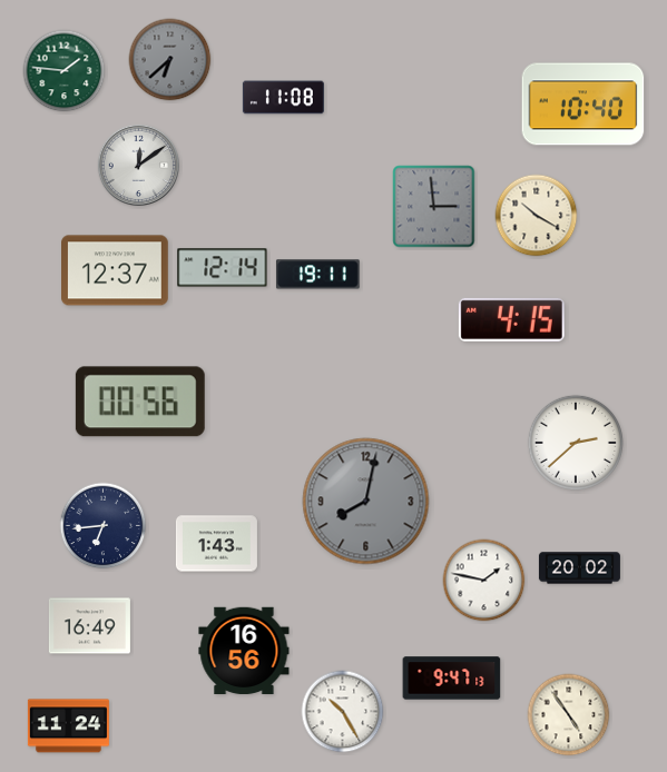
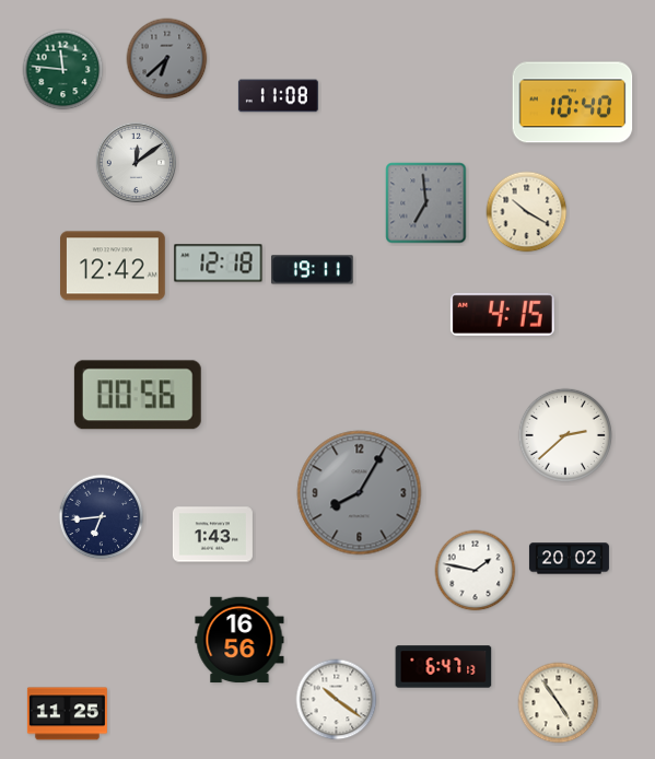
clock at (65, 71): 1:46 -> 11:46
clock at (434, 207): 2:59 -> 6:59
clock at (223, 268): 12:14 -> 12:18
clock at (116, 270): 12:37 -> 12:42
clock at (366, 502): 8:02 -> 8:05
clock at (89, 626): 16:49 -> none
clock at (452, 679): 9:47 -> 6:47
clock at (343, 712): 10:25 -> 10:21
clock at (68, 726): 11:24 -> 11:25
